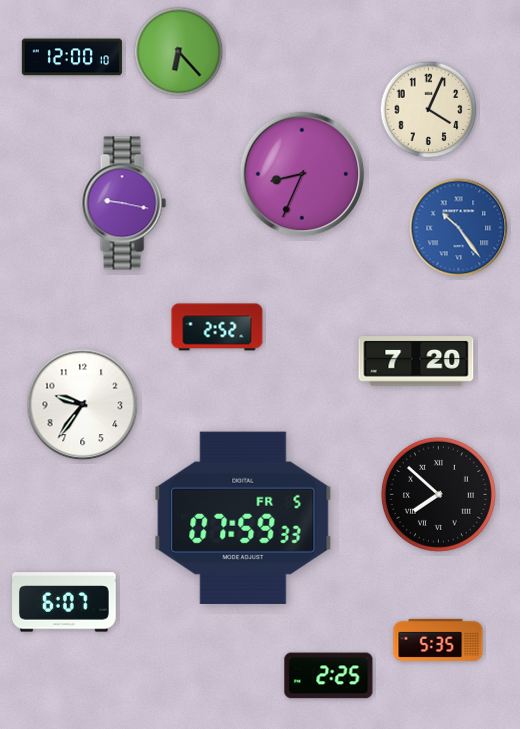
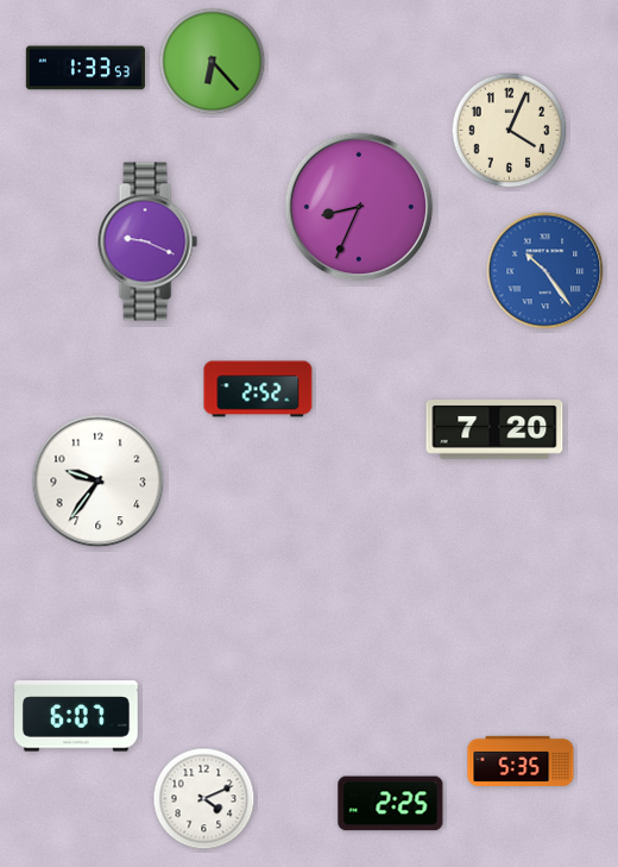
clock at (72, 57): 12:00 -> 1:33
clock at (124, 203): 9:17 -> 9:19
clock at (438, 494): 7:52 -> none
clock at (243, 518): 07:59 -> none
clock at (204, 799): none -> 4:11
